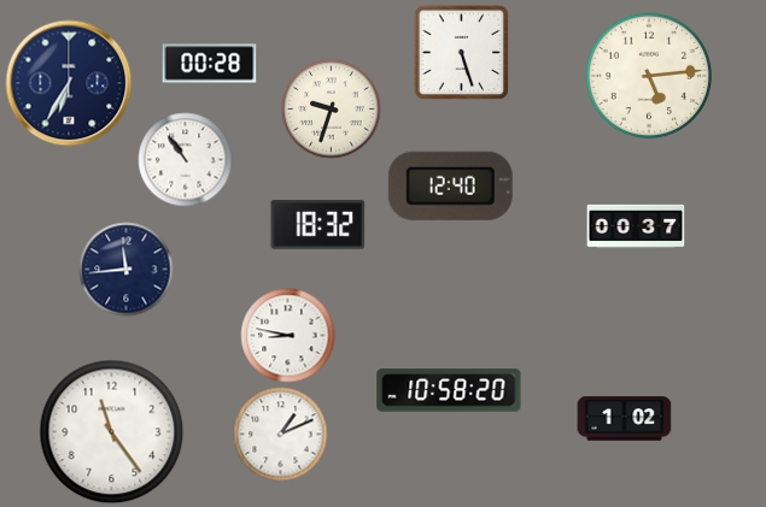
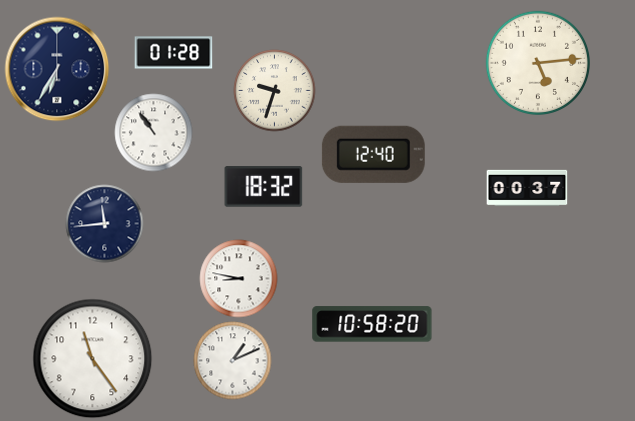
clock at (461, 52): 5:27 -> none
clock at (209, 64): 00:28 -> 01:28
clock at (624, 419): 1:02 -> none
